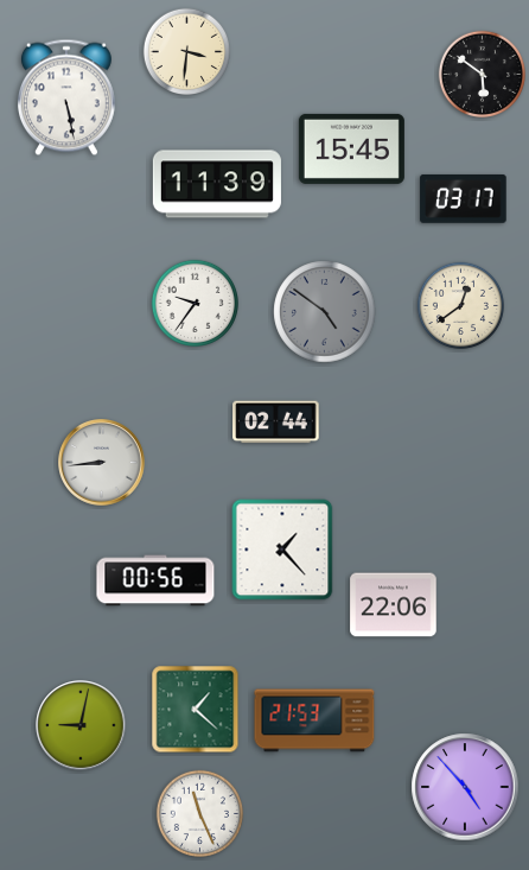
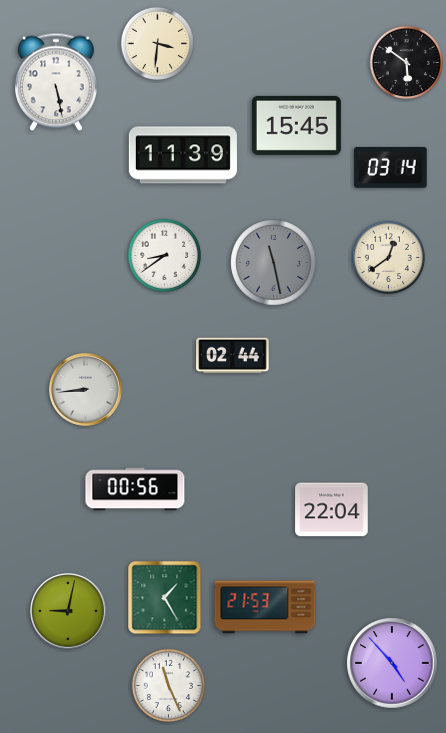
clock at (464, 198): 03:17 -> 03:14
clock at (195, 303): 9:36 -> 8:39
clock at (325, 312): 4:51 -> 11:28
clock at (282, 550): 1:23 -> none
clock at (155, 580) position: (155, 580) -> (135, 489)
clock at (394, 605): 22:06 -> 22:04
clock at (196, 710): 1:22 -> 1:25
